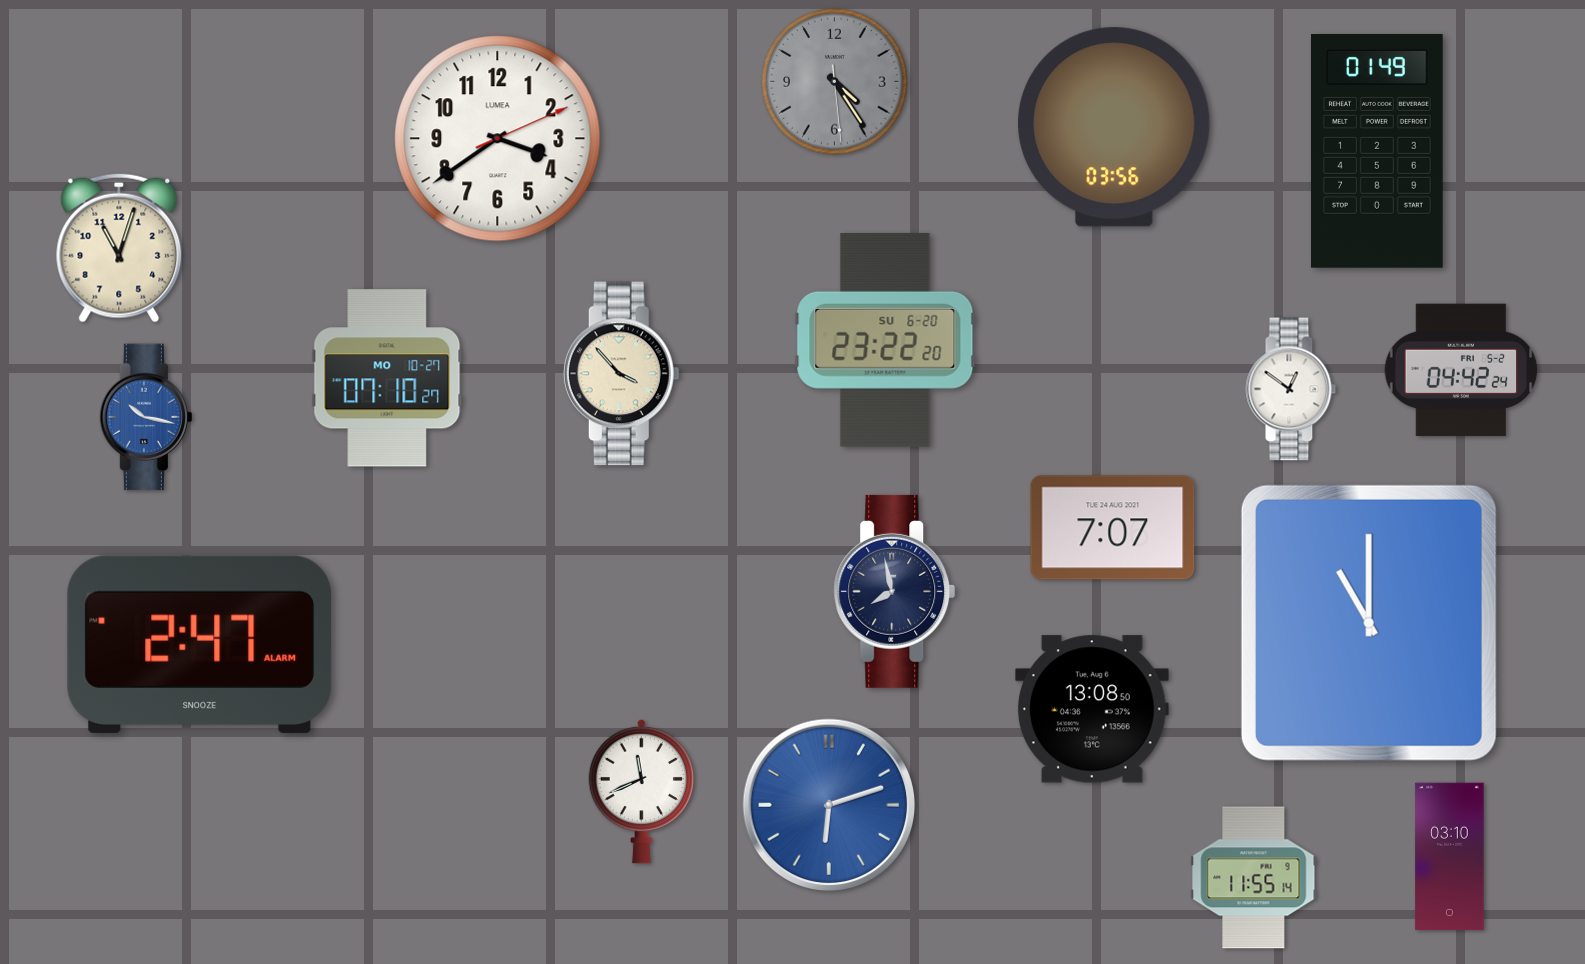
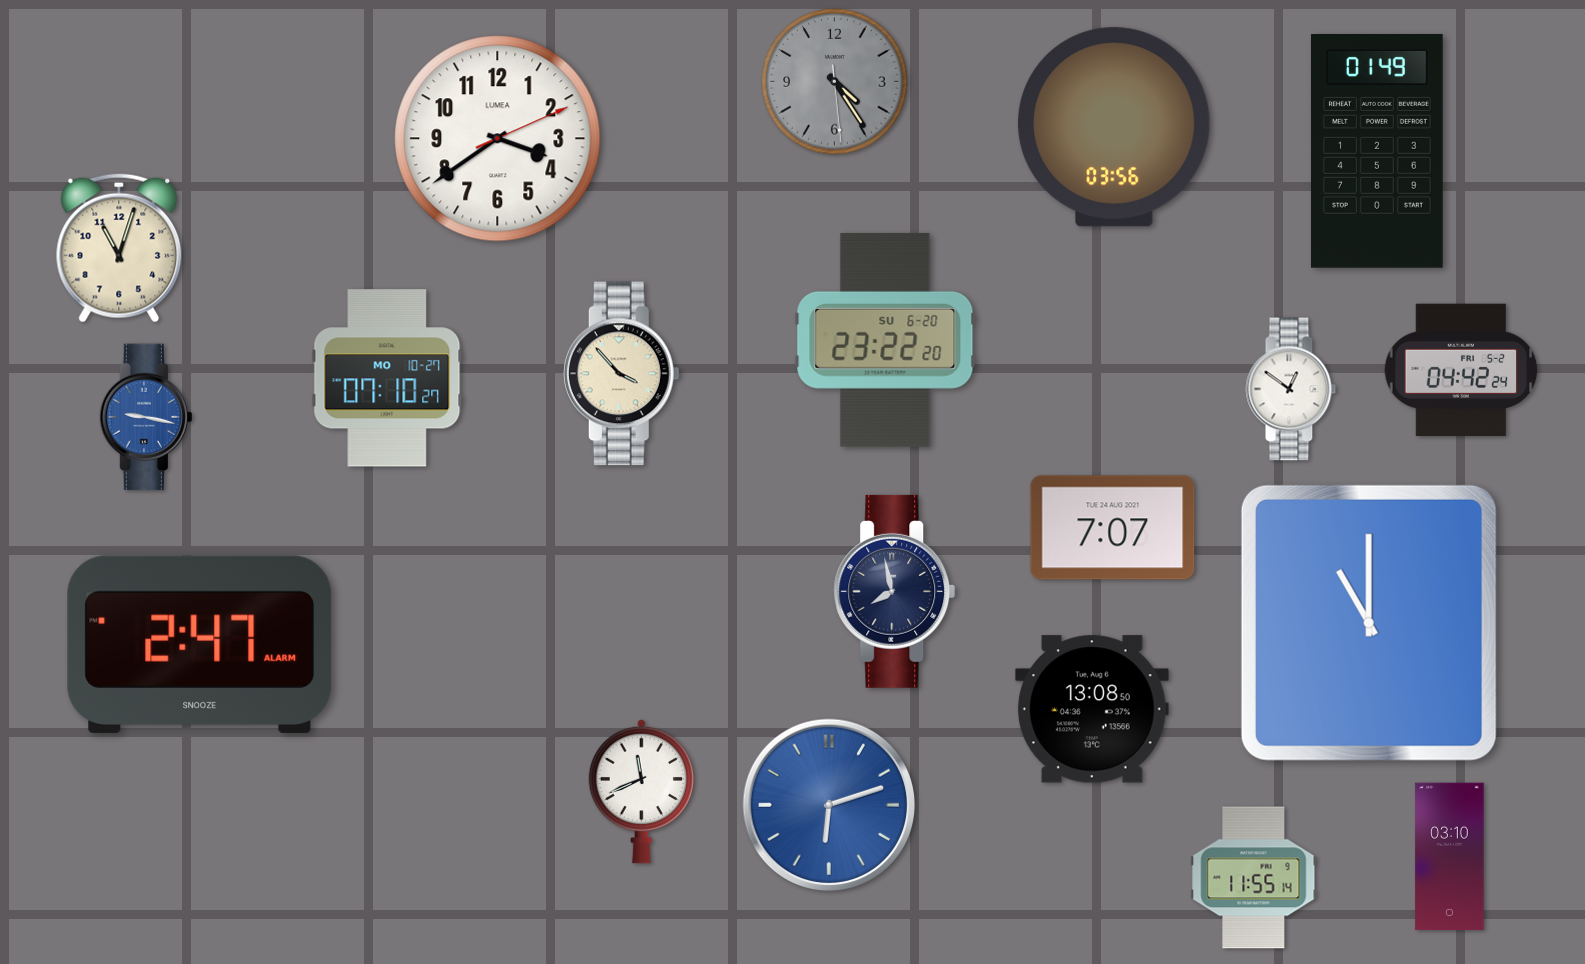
clock at (145, 417): 10:17 -> 9:17
